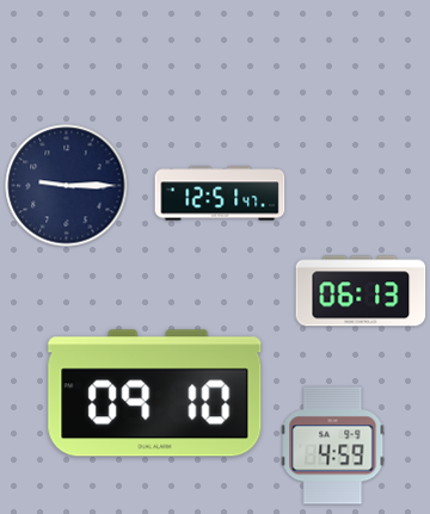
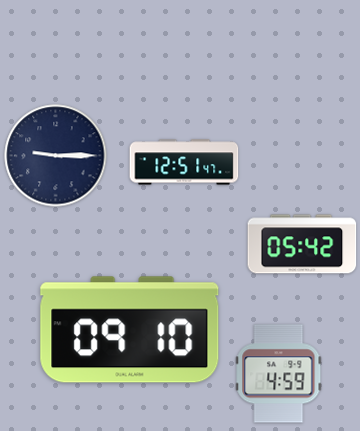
clock at (361, 291): 06:13 -> 05:42
